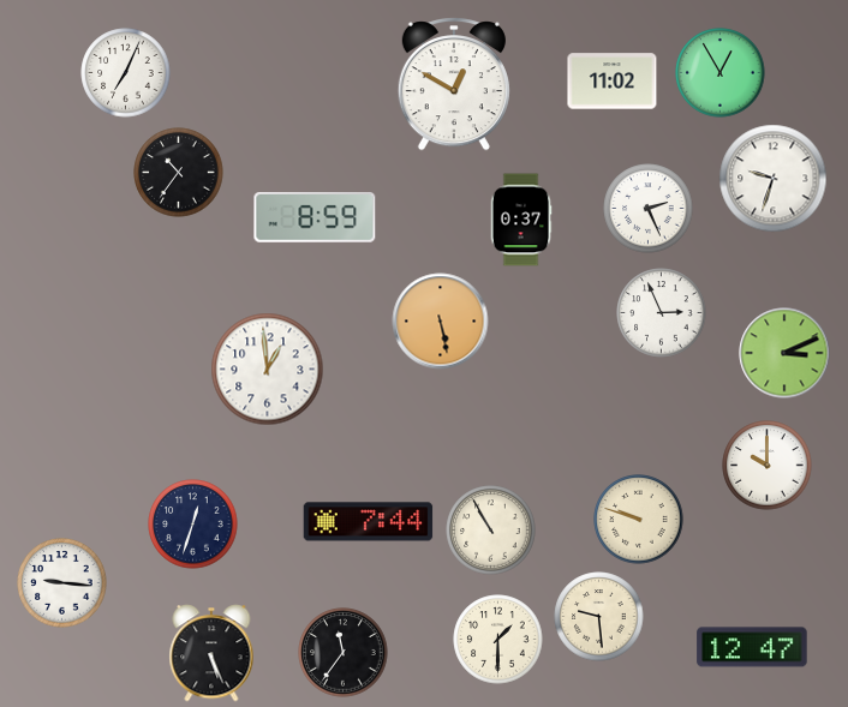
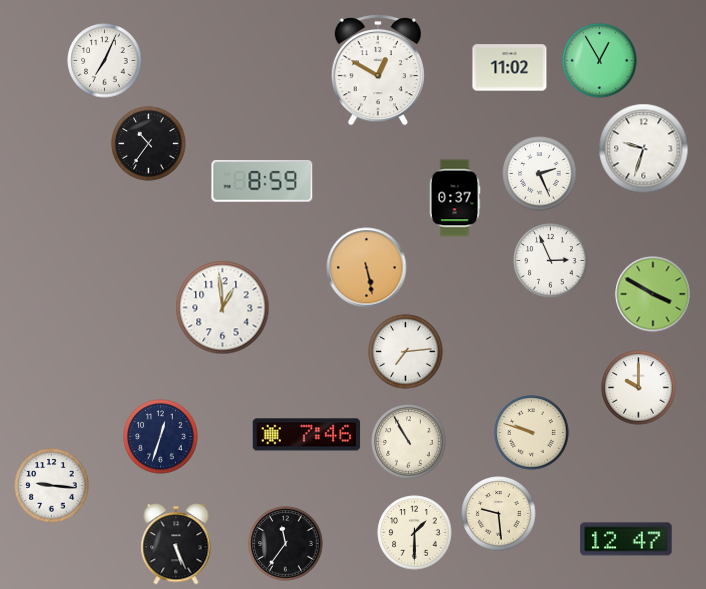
clock at (521, 220) position: (521, 220) -> (455, 198)
clock at (784, 353): 3:11 -> 3:50
clock at (406, 352): none -> 7:14
clock at (369, 522): 7:44 -> 7:46
